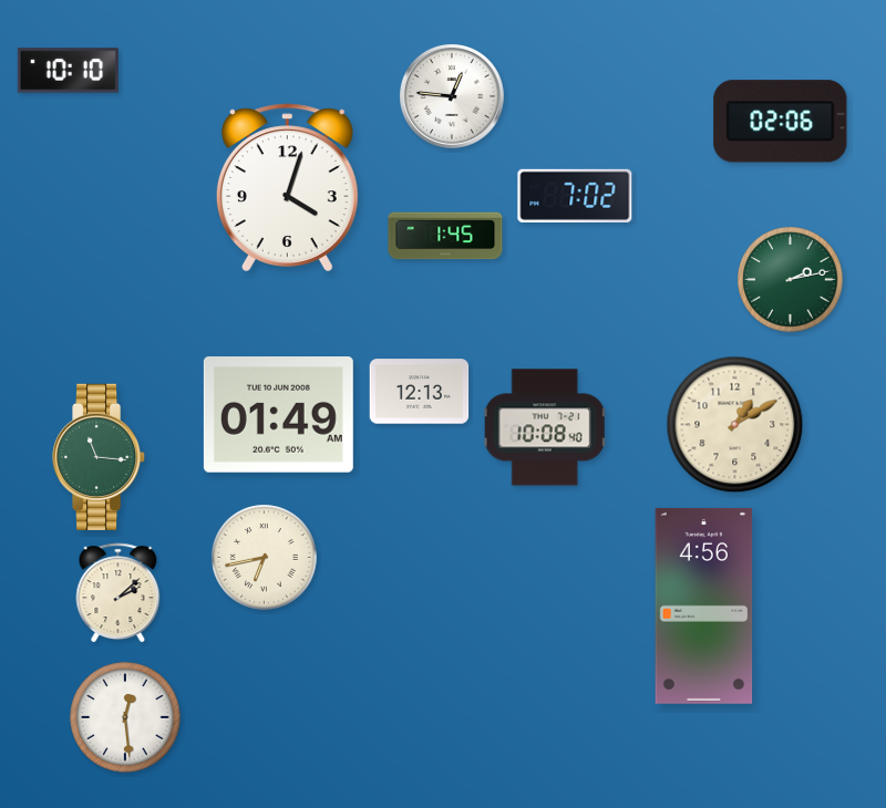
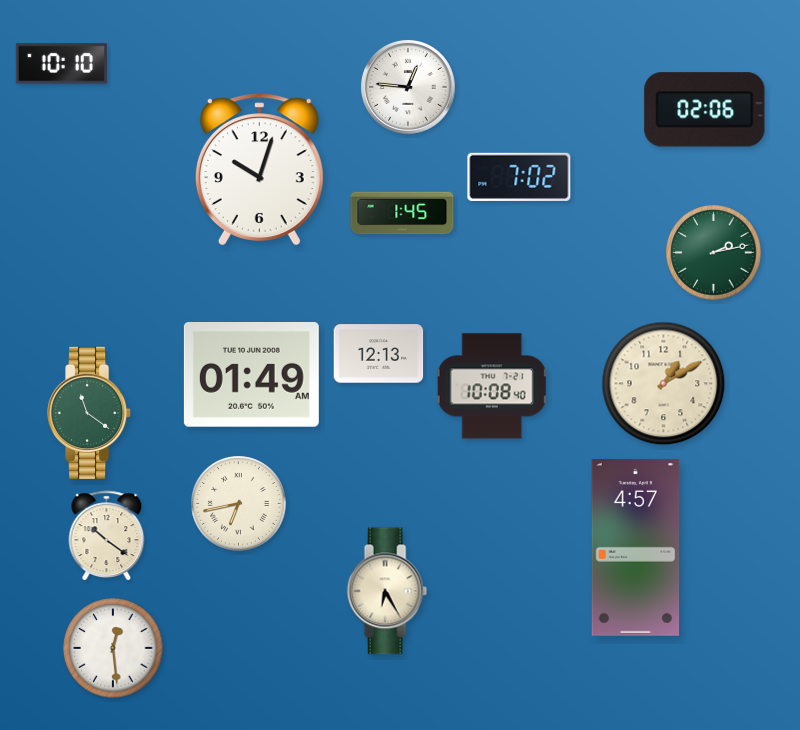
clock at (287, 188): 4:03 -> 10:03
clock at (100, 457): 11:16 -> 11:21
clock at (119, 593): 2:08 -> 10:21
clock at (704, 605): 4:56 -> 4:57
clock at (387, 591): none -> 6:25
